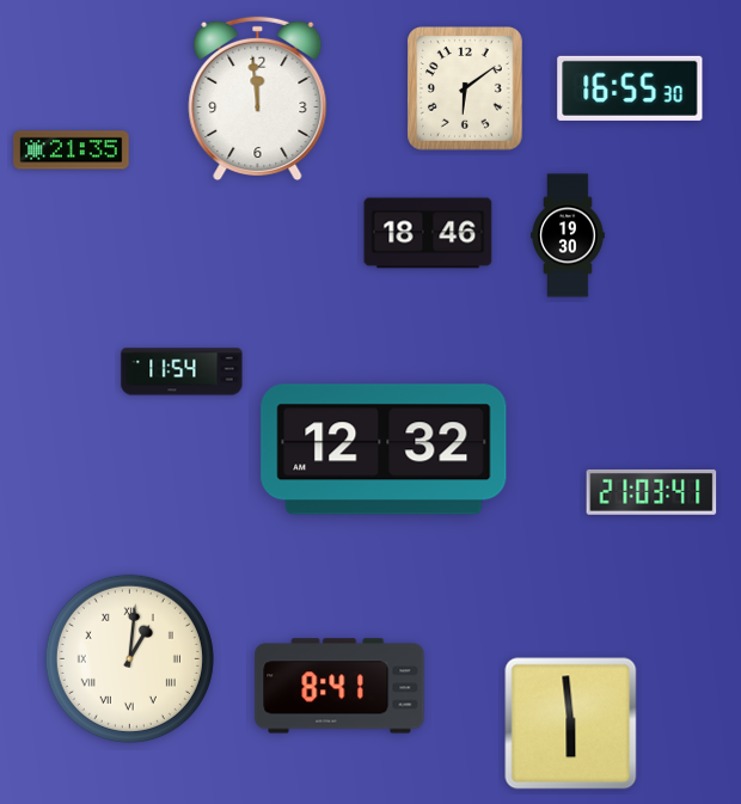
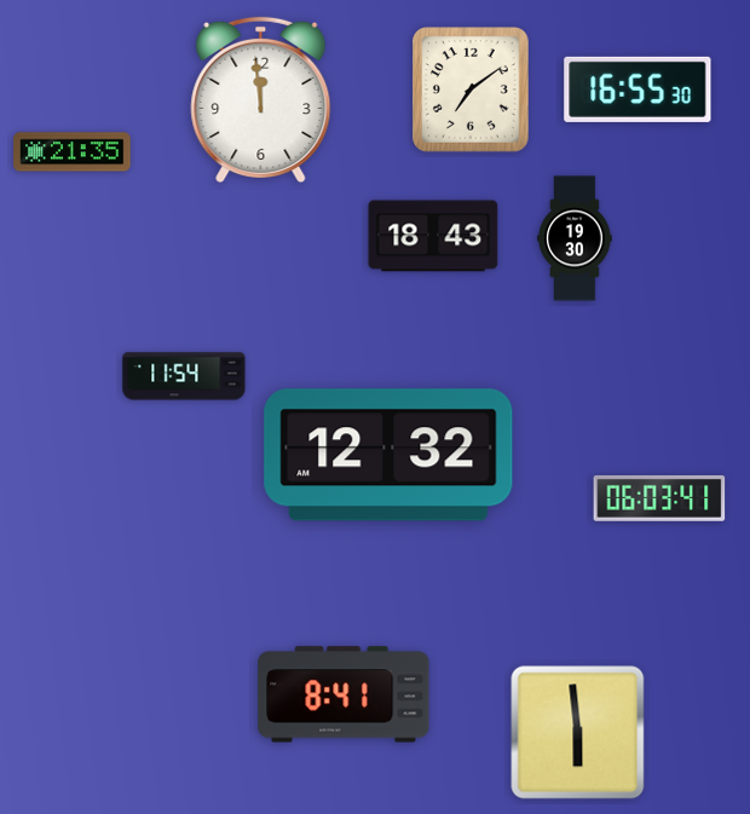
clock at (465, 88): 6:09 -> 7:09
clock at (428, 233): 18:46 -> 18:43
clock at (651, 492): 21:03 -> 06:03
clock at (129, 658): 1:01 -> none
